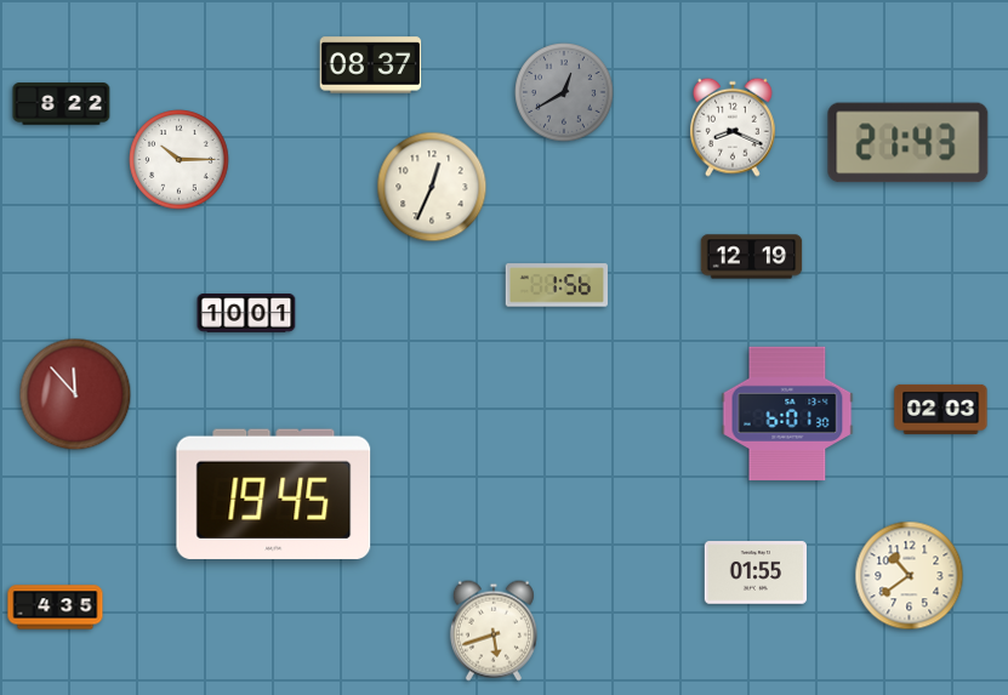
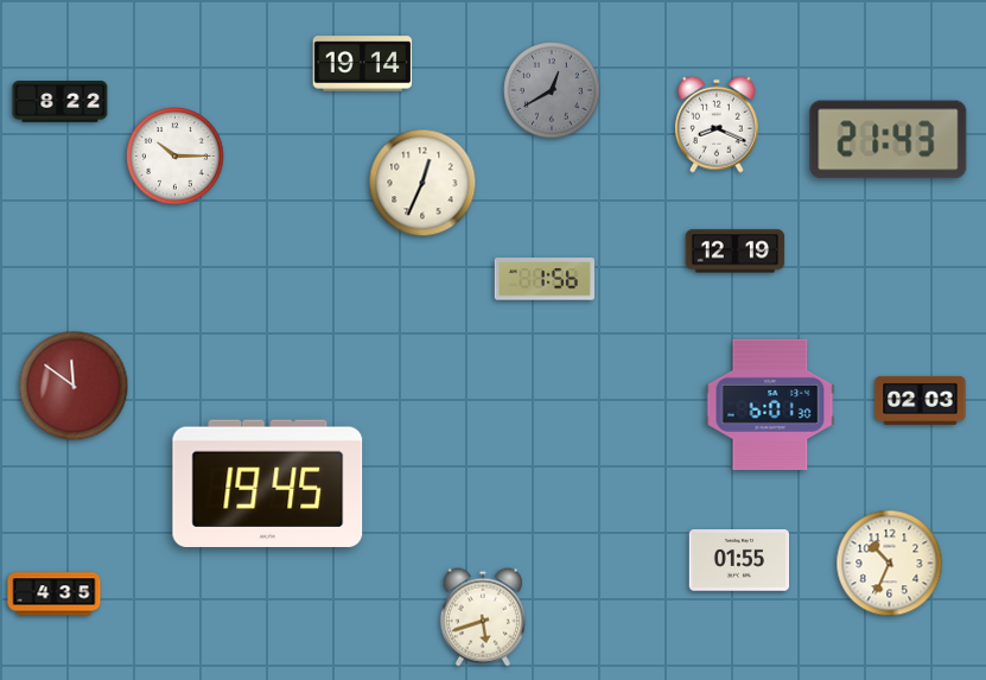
clock at (371, 65): 08:37 -> 19:14
clock at (246, 314): 10:01 -> none
clock at (75, 394): 11:53 -> 11:51
clock at (910, 576): 10:39 -> 10:34
